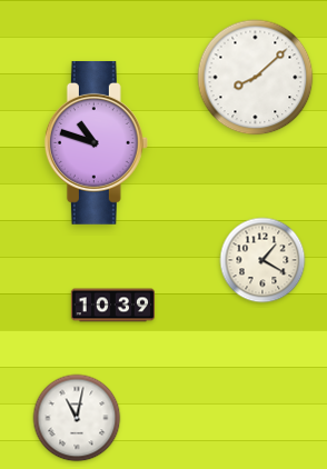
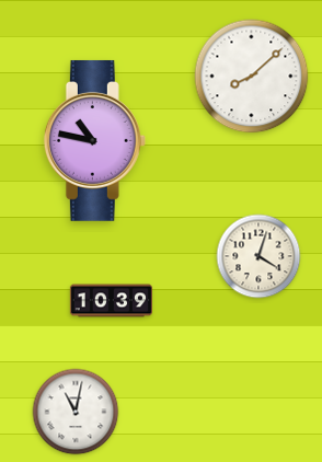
clock at (96, 142): 10:48 -> 10:47
clock at (262, 260): 1:20 -> 4:03
